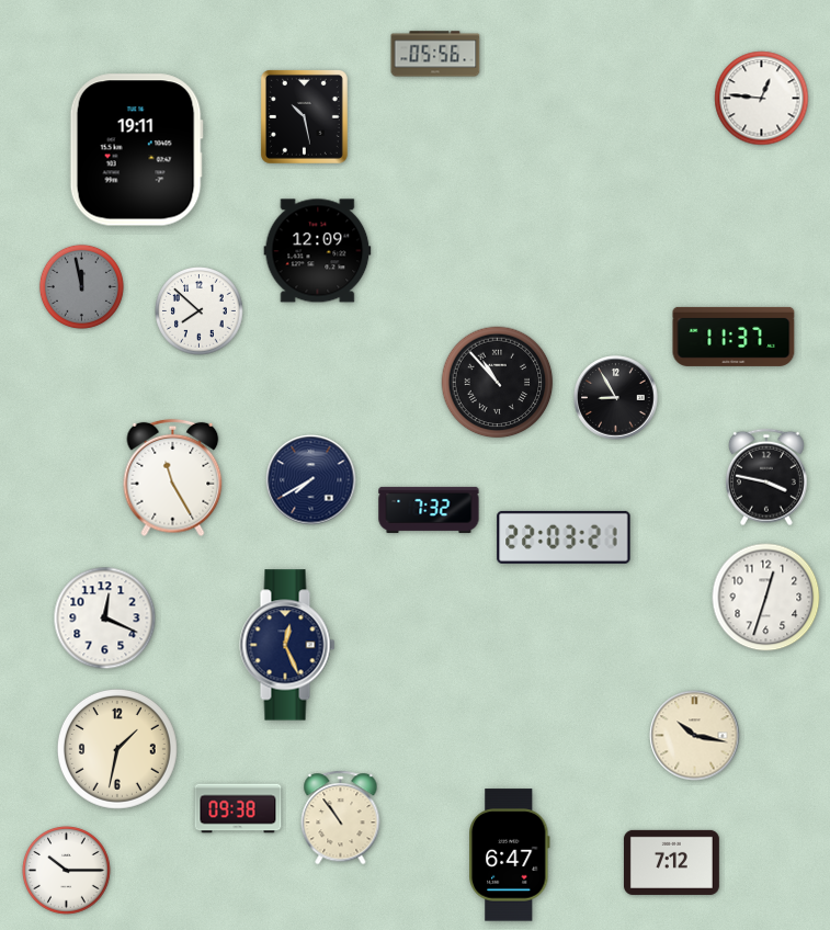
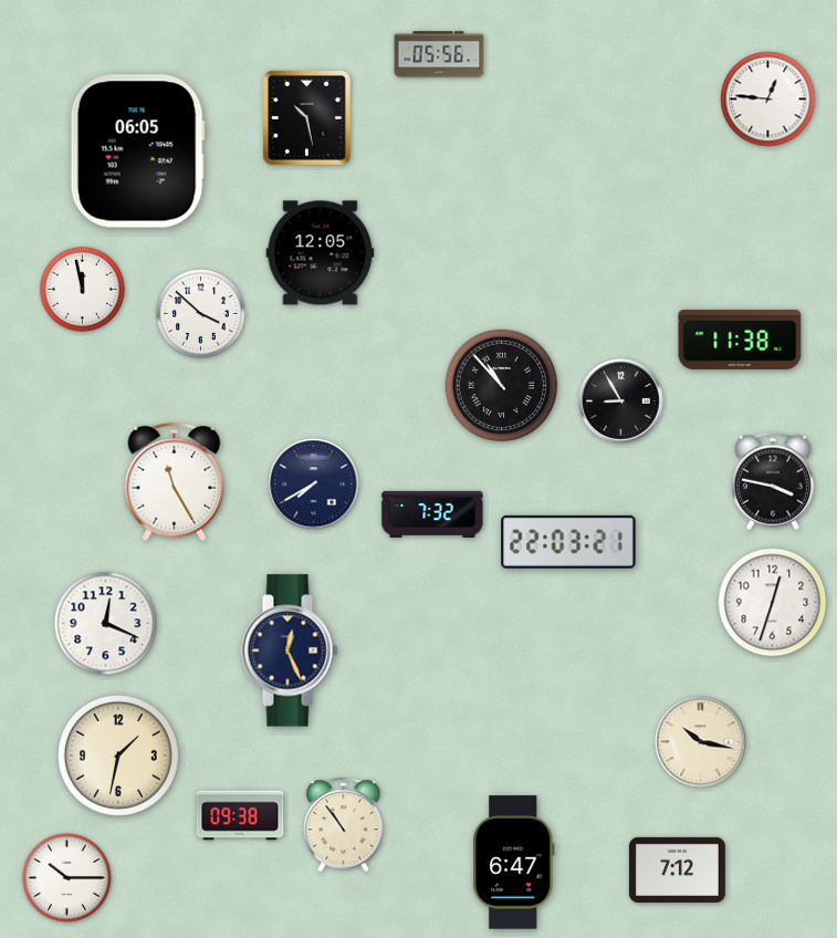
clock at (136, 150): 19:11 -> 06:05
clock at (318, 251): 12:09 -> 12:05
clock at (81, 286) dial: grey -> white
clock at (200, 311): 7:52 -> 3:52
clock at (734, 337): 11:37 -> 11:38
